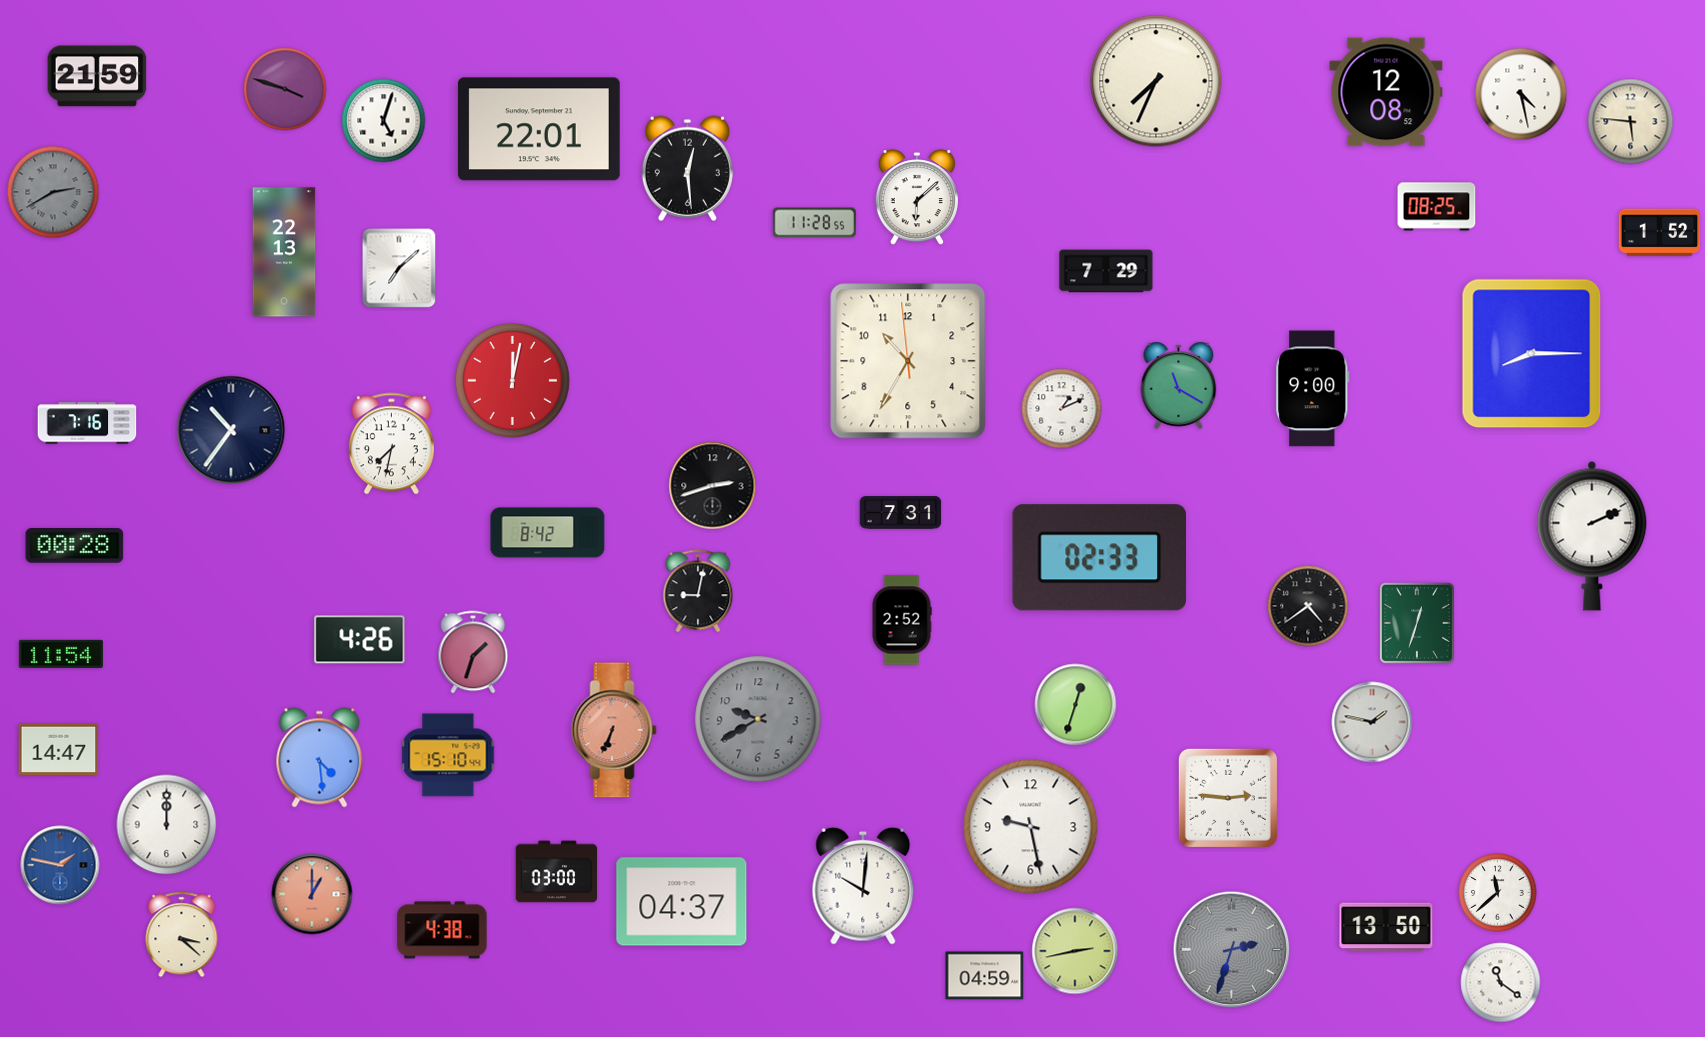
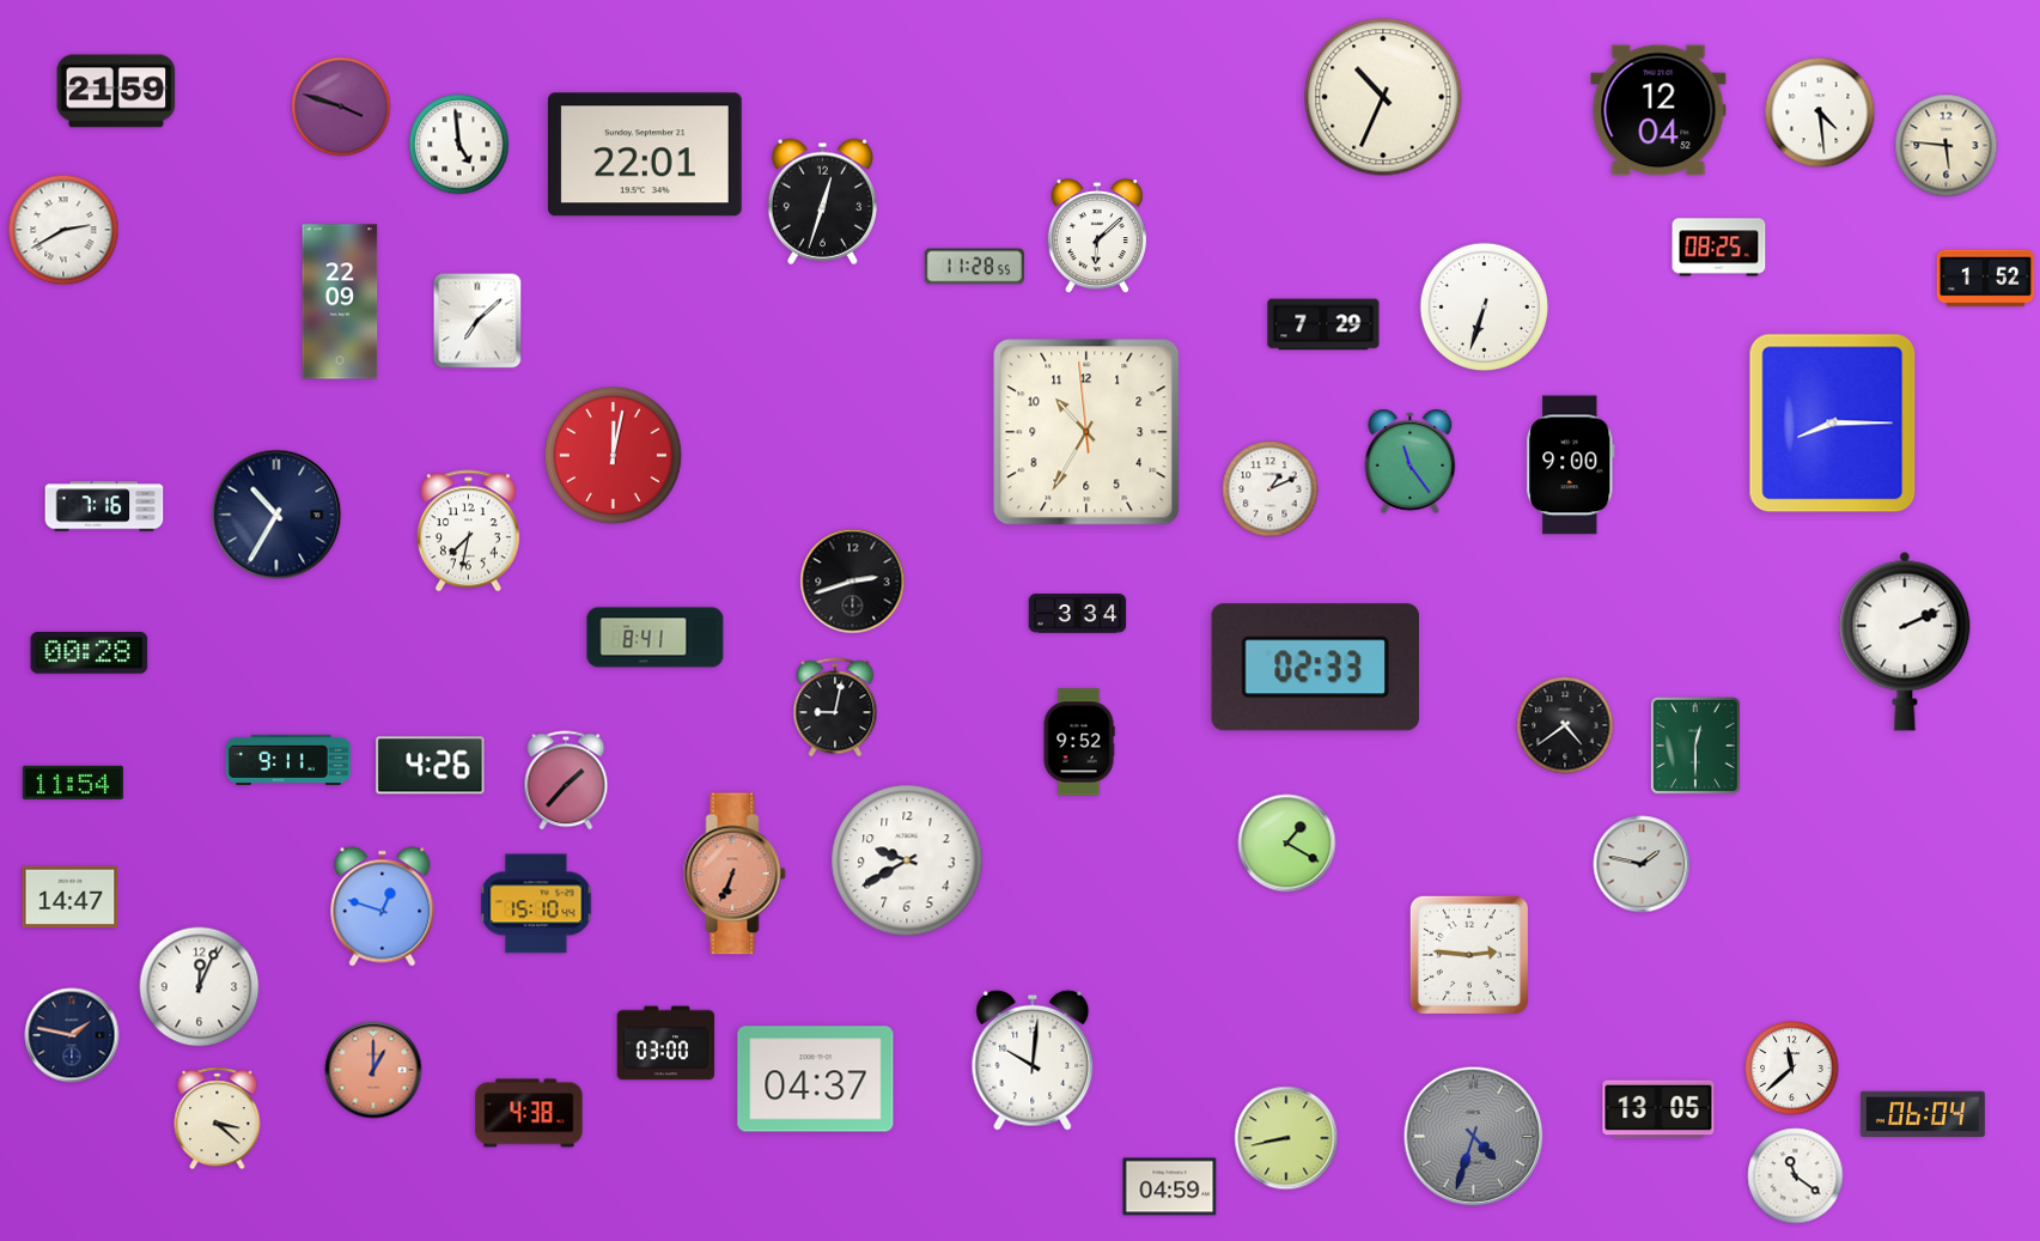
clock at (1156, 81): 7:34 -> 10:34
clock at (1386, 92): 12:08 -> 12:04
clock at (1521, 94): 4:28 -> 4:29
clock at (384, 121): 5:03 -> 4:59
clock at (1631, 122) position: (1631, 122) -> (1947, 146)
clock at (687, 168): 12:29 -> 12:33
clock at (53, 192) dial: grey -> white
clock at (284, 252): 22:13 -> 22:09
clock at (1485, 308): none -> 6:33
clock at (1179, 385): 11:20 -> 11:24
clock at (231, 430): 10:36 -> 10:35
clock at (901, 513): 7:31 -> 3:34
clock at (548, 533): 8:42 -> 8:41
clock at (902, 620): 2:52 -> 9:52
clock at (1417, 623): 12:33 -> 12:30
clock at (288, 760): none -> 9:11
clock at (473, 652): 1:33 -> 1:37
clock at (1076, 705): 12:33 -> 1:20
clock at (758, 719) dial: grey -> white
clock at (320, 758): 4:29 -> 12:48
clock at (167, 825): 12:00 -> 12:04
clock at (1031, 827): 9:28 -> none
clock at (60, 865) dial: blue -> navy
clock at (1386, 927): 13:50 -> 13:05
clock at (1923, 1114): none -> 06:04
clock at (1232, 950): 2:33 -> 4:33
clock at (1075, 951): 2:43 -> 8:43
clock at (985, 976) position: (985, 976) -> (1170, 1187)
